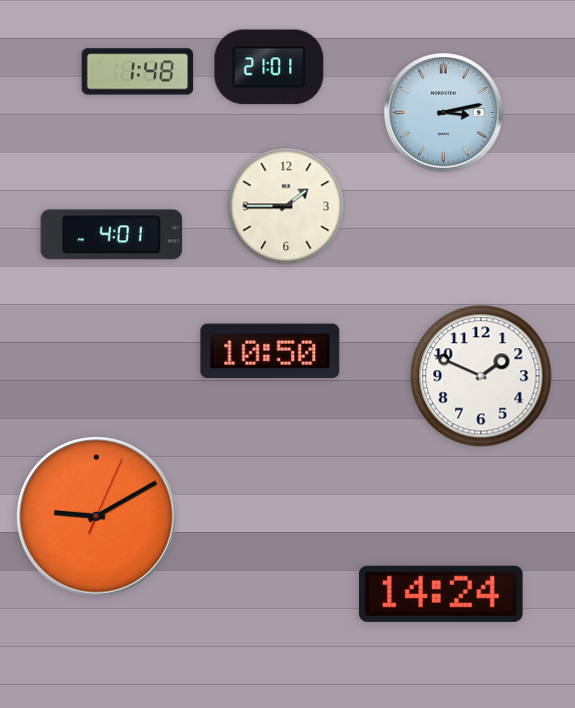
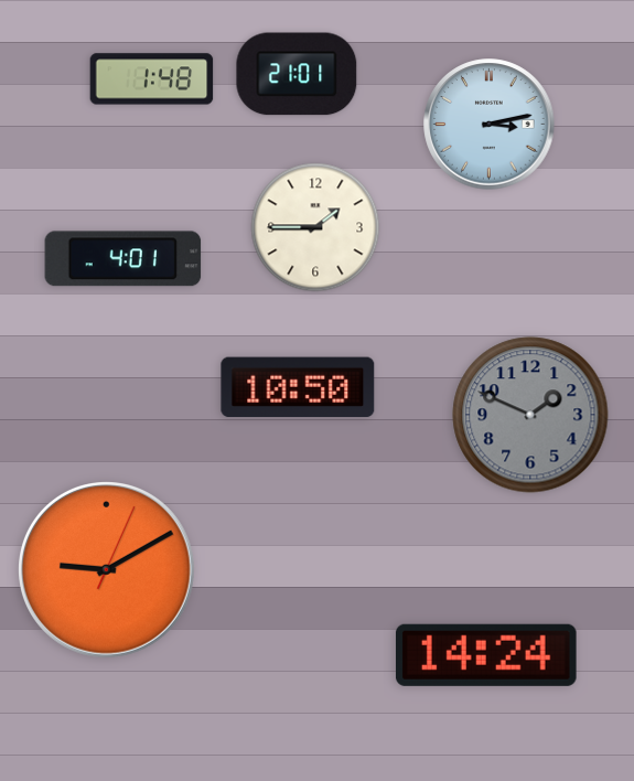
clock at (481, 376) dial: white -> grey
